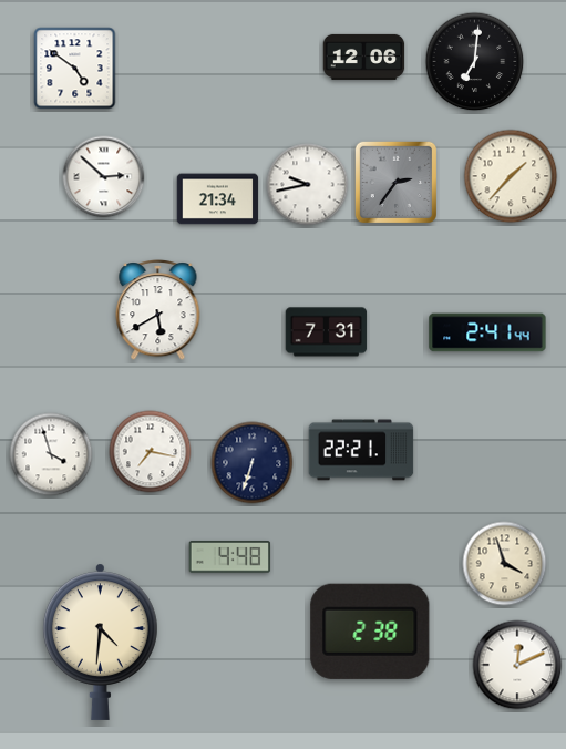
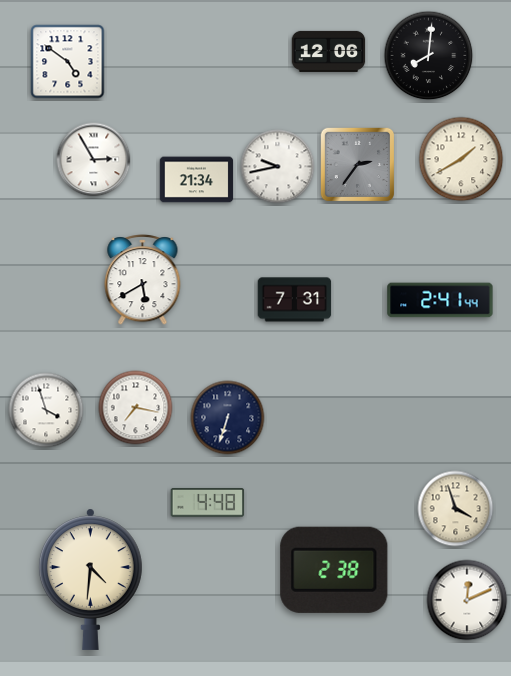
clock at (475, 62): 7:01 -> 8:01
clock at (511, 176): 1:37 -> 1:40
clock at (104, 177): 2:52 -> 2:55
clock at (361, 450): 22:21 -> none
